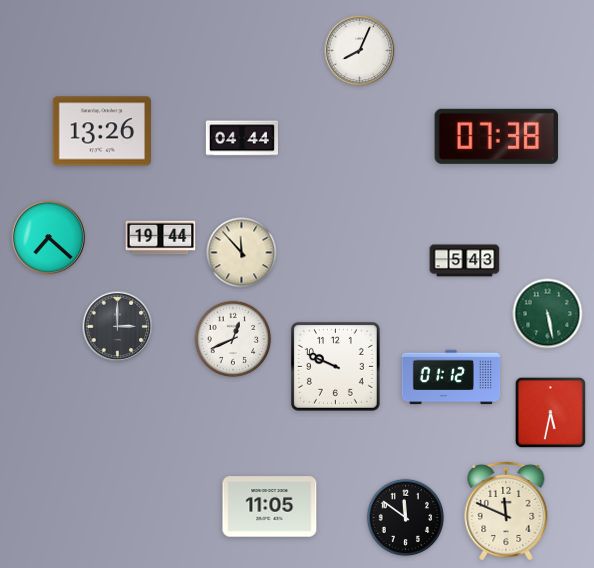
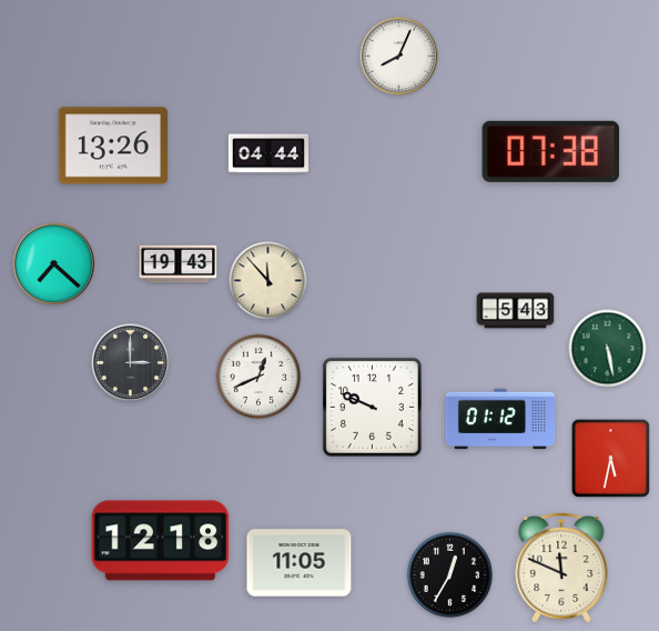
clock at (161, 238): 19:44 -> 19:43
clock at (465, 261) position: (465, 261) -> (516, 311)
clock at (161, 541): none -> 12:18
clock at (406, 518): 11:51 -> 12:35
